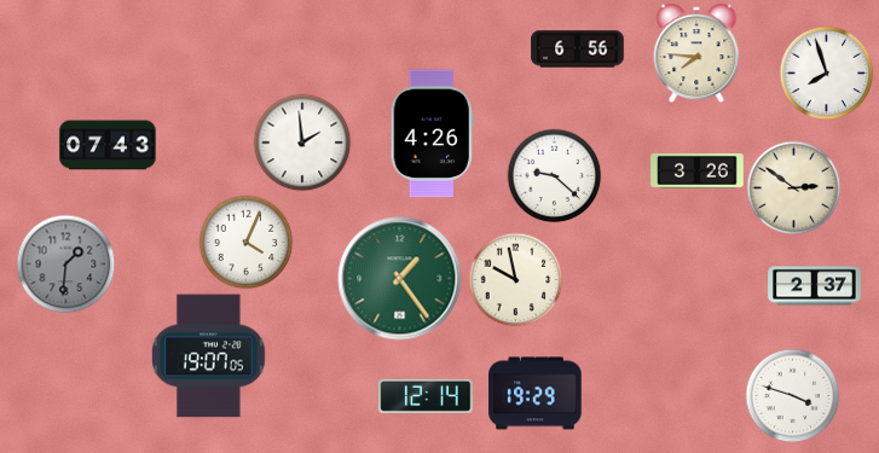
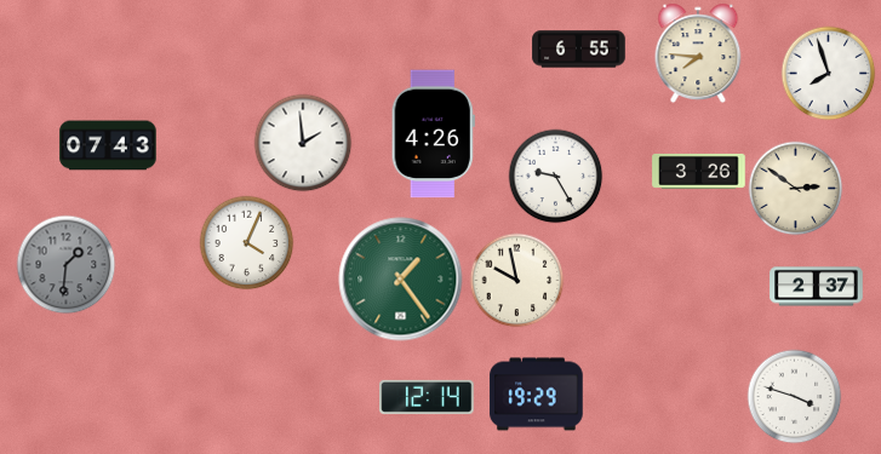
clock at (578, 50): 6:56 -> 6:55
clock at (554, 175): 9:22 -> 9:25
clock at (208, 356): 19:07 -> none
